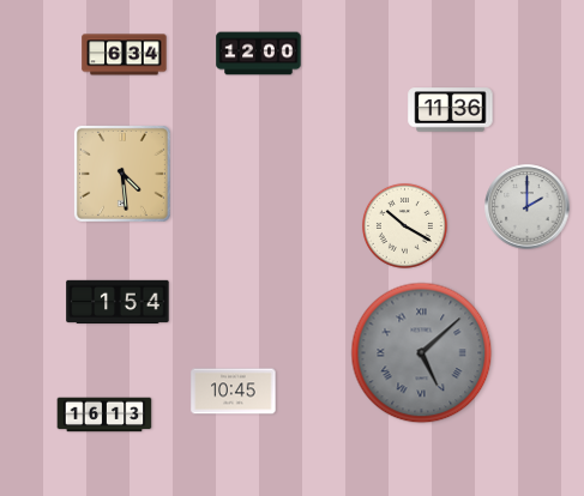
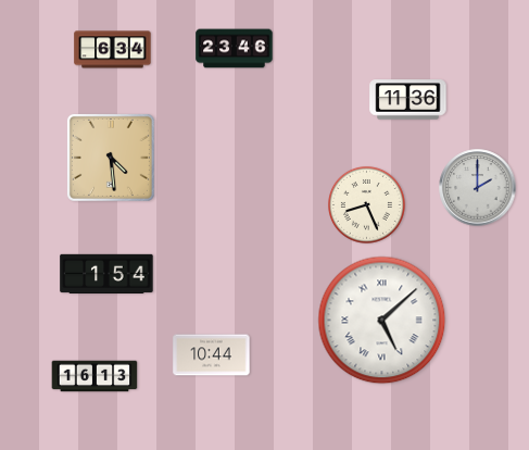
clock at (259, 54): 12:00 -> 23:46
clock at (404, 225): 10:20 -> 8:26
clock at (422, 353) dial: grey -> white
clock at (234, 392): 10:45 -> 10:44
